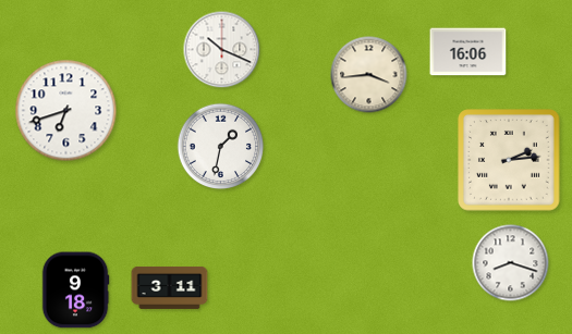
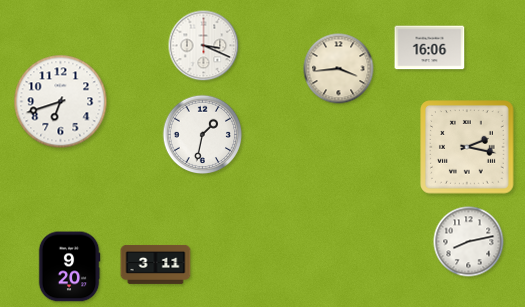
clock at (222, 50): 10:19 -> 3:19
clock at (509, 160): 2:14 -> 2:17
clock at (511, 263): 8:18 -> 8:13
clock at (75, 290): 9:18 -> 9:20
